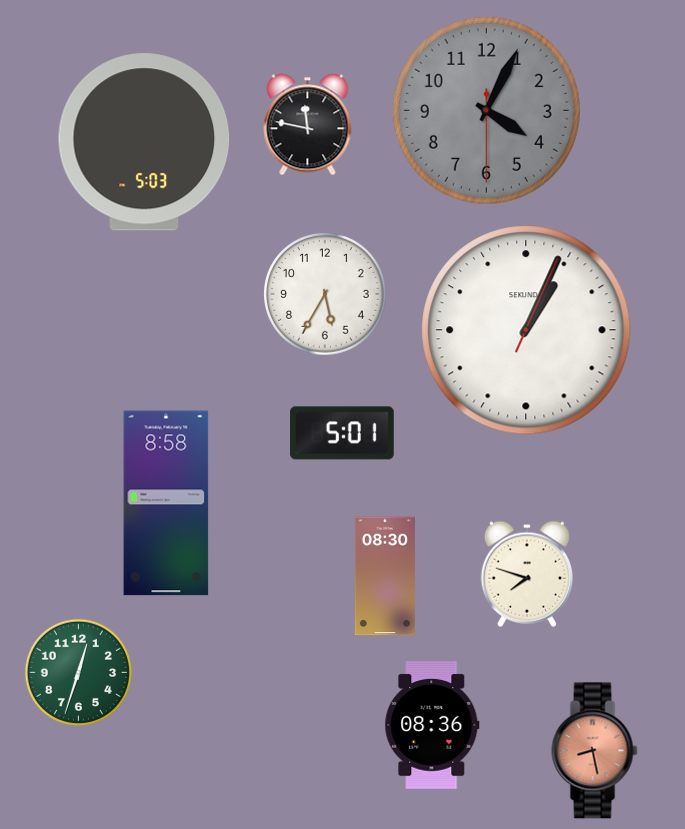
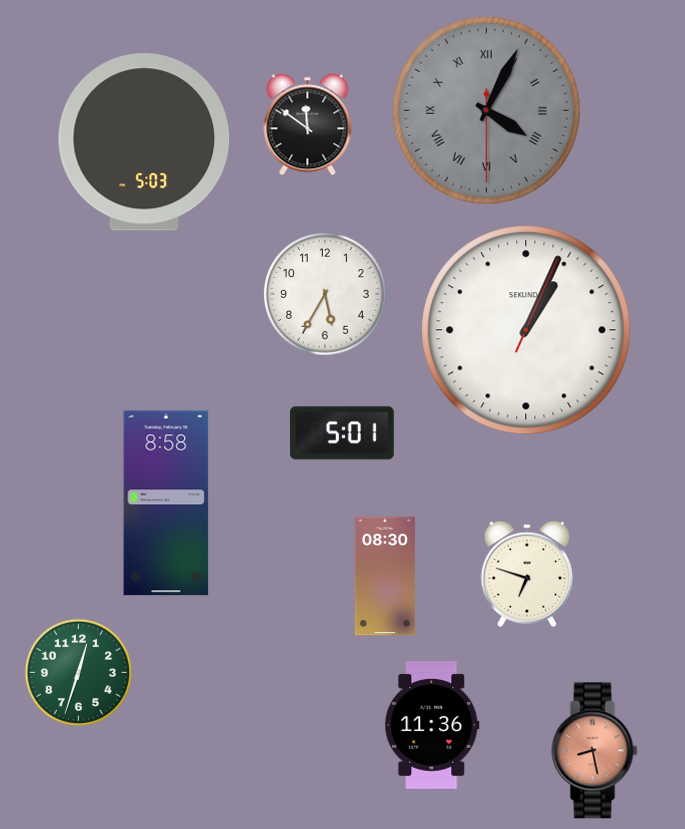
clock at (486, 110) numerals: Arabic -> Roman
clock at (308, 125): 11:47 -> 11:51
clock at (527, 574): 7:48 -> 6:48
clock at (432, 725): 08:36 -> 11:36
